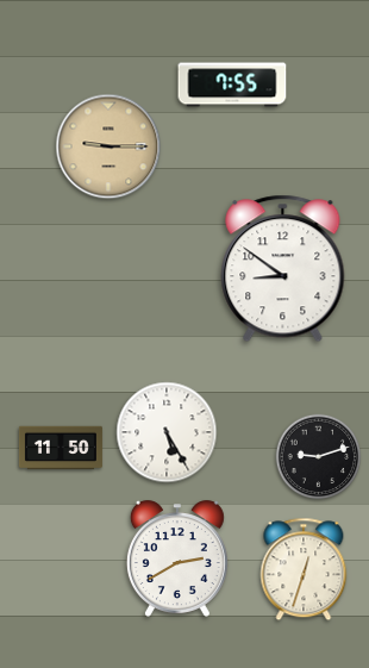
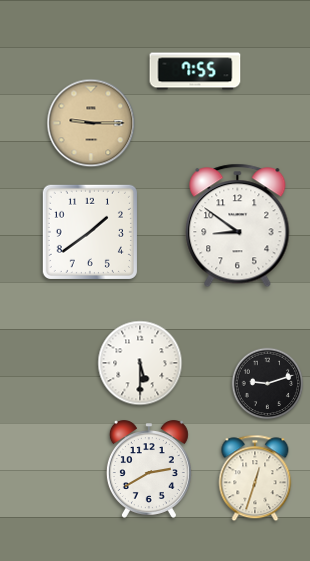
clock at (90, 232): none -> 1:39
clock at (167, 432): 5:25 -> 5:30
clock at (61, 448): 11:50 -> none
